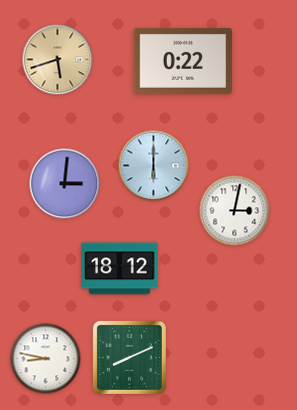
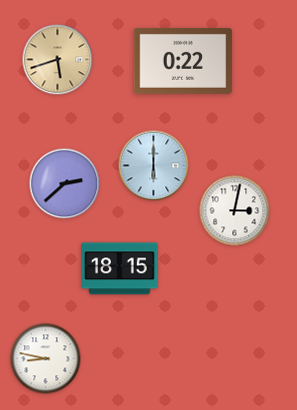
clock at (65, 184): 3:01 -> 2:38
clock at (120, 269): 18:12 -> 18:15
clock at (129, 357): 8:11 -> none
